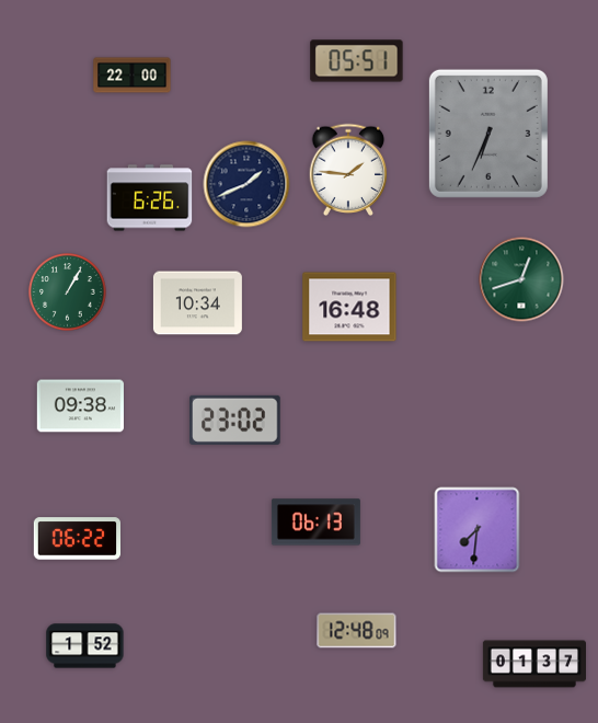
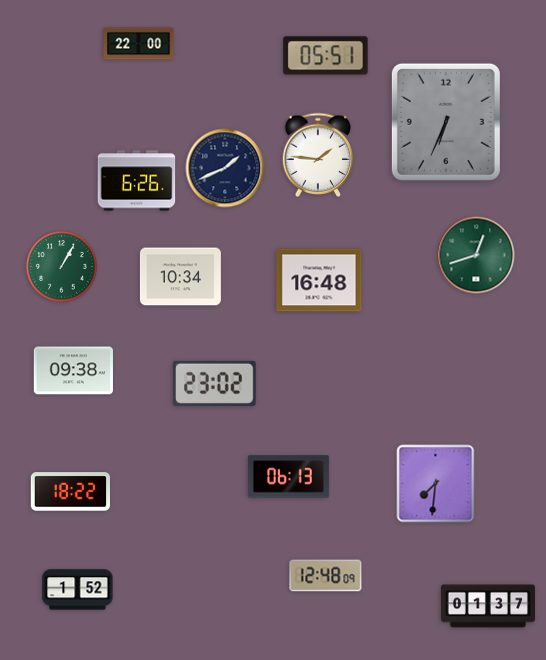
clock at (133, 76) position: (133, 76) -> (139, 44)
clock at (77, 539): 06:22 -> 18:22
